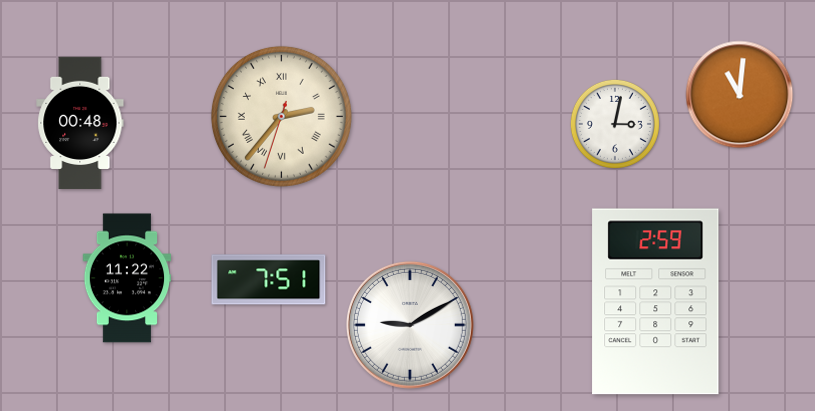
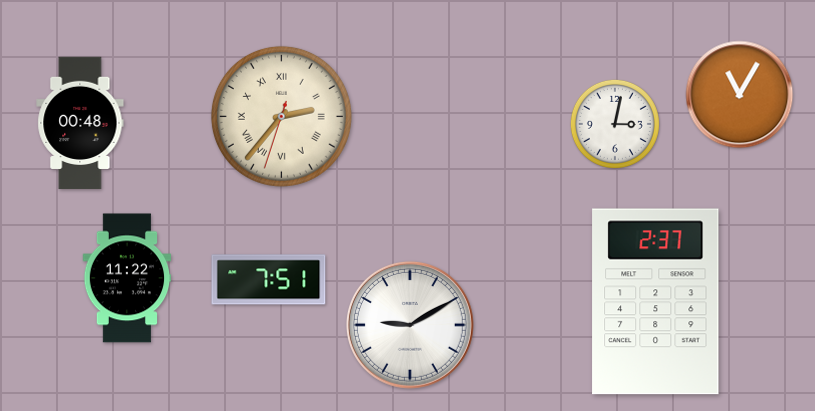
clock at (740, 95): 11:01 -> 11:05
clock at (656, 302): 2:59 -> 2:37
